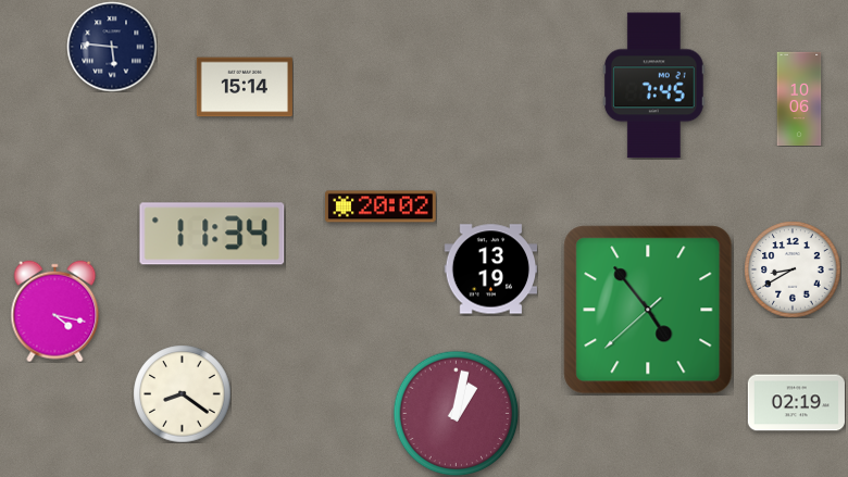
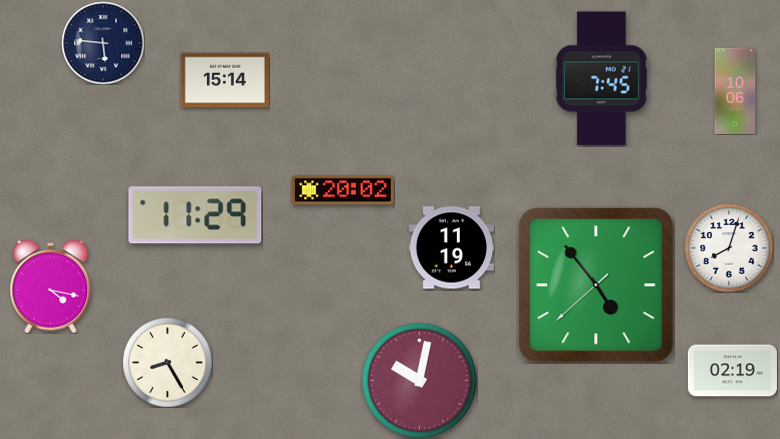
clock at (381, 206) position: (381, 206) -> (343, 190)
clock at (212, 234): 11:34 -> 11:29
clock at (490, 269): 13:19 -> 11:19
clock at (793, 269): 8:40 -> 8:03
clock at (182, 393): 8:21 -> 8:25
clock at (456, 413): 1:02 -> 10:02
